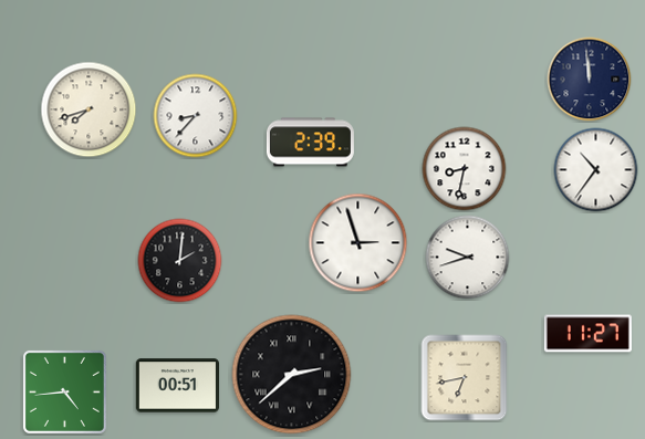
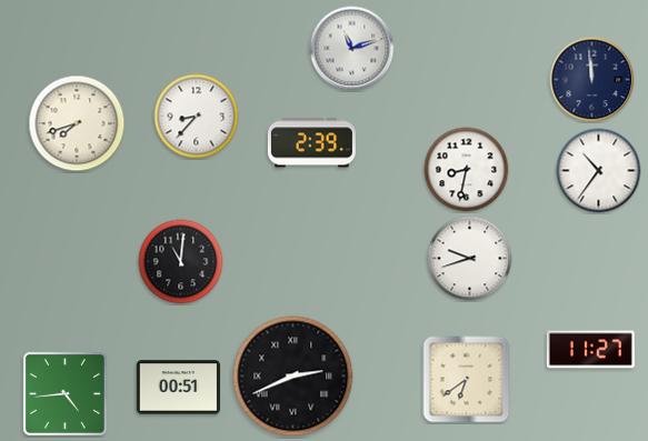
clock at (352, 49): none -> 11:12
clock at (89, 109) position: (89, 109) -> (77, 123)
clock at (358, 243): 2:57 -> none
clock at (180, 261): 2:01 -> 11:01
clock at (587, 334) position: (587, 334) -> (590, 350)
clock at (292, 375): 2:38 -> 2:41
clock at (465, 378): 6:43 -> 6:39
